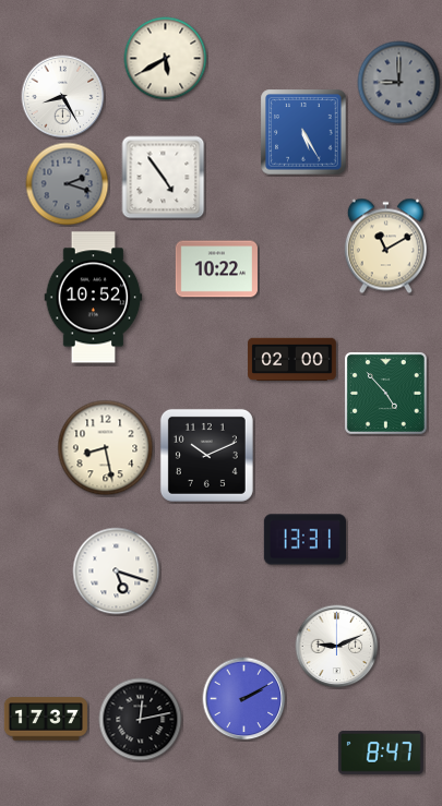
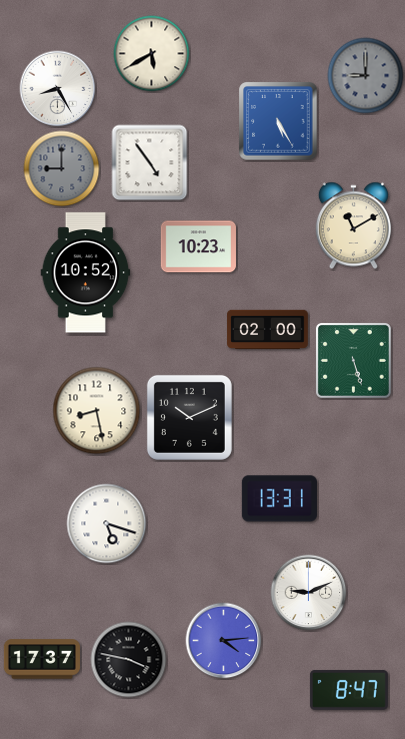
clock at (68, 184): 2:18 -> 9:00
clock at (216, 269): 10:22 -> 10:23
clock at (385, 393): 4:53 -> 5:27
clock at (304, 540) position: (304, 540) -> (279, 499)
clock at (244, 699): 2:10 -> 4:14
clock at (141, 720): 12:13 -> 3:47
